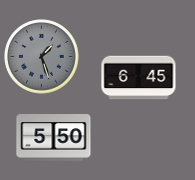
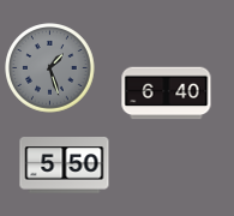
clock at (139, 78): 6:45 -> 6:40
